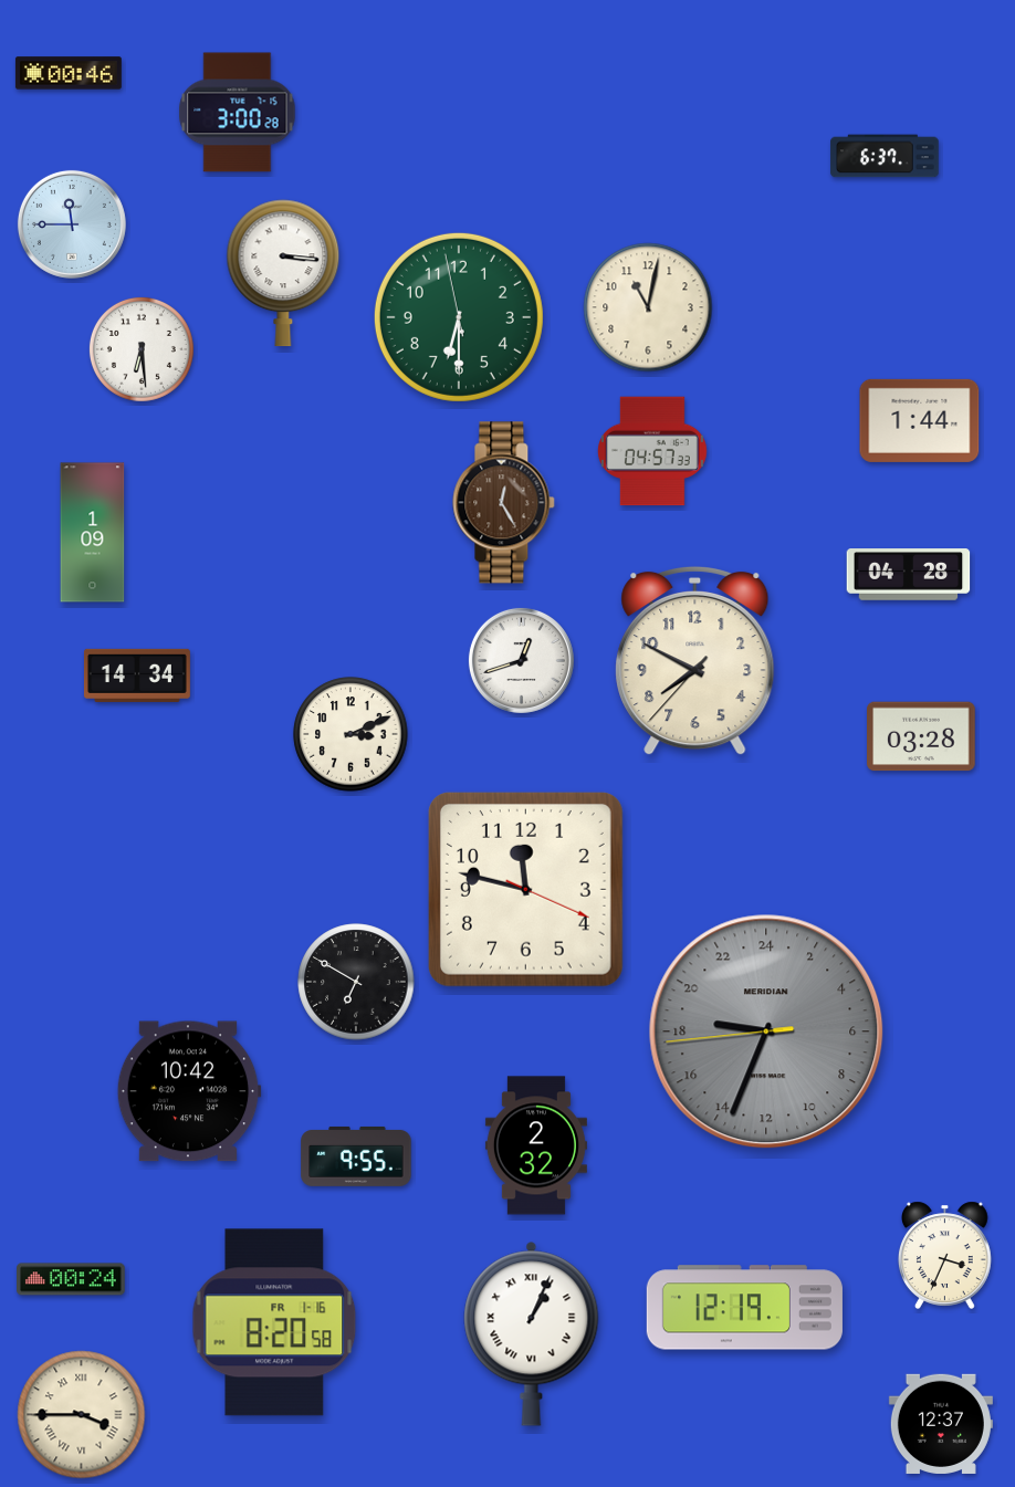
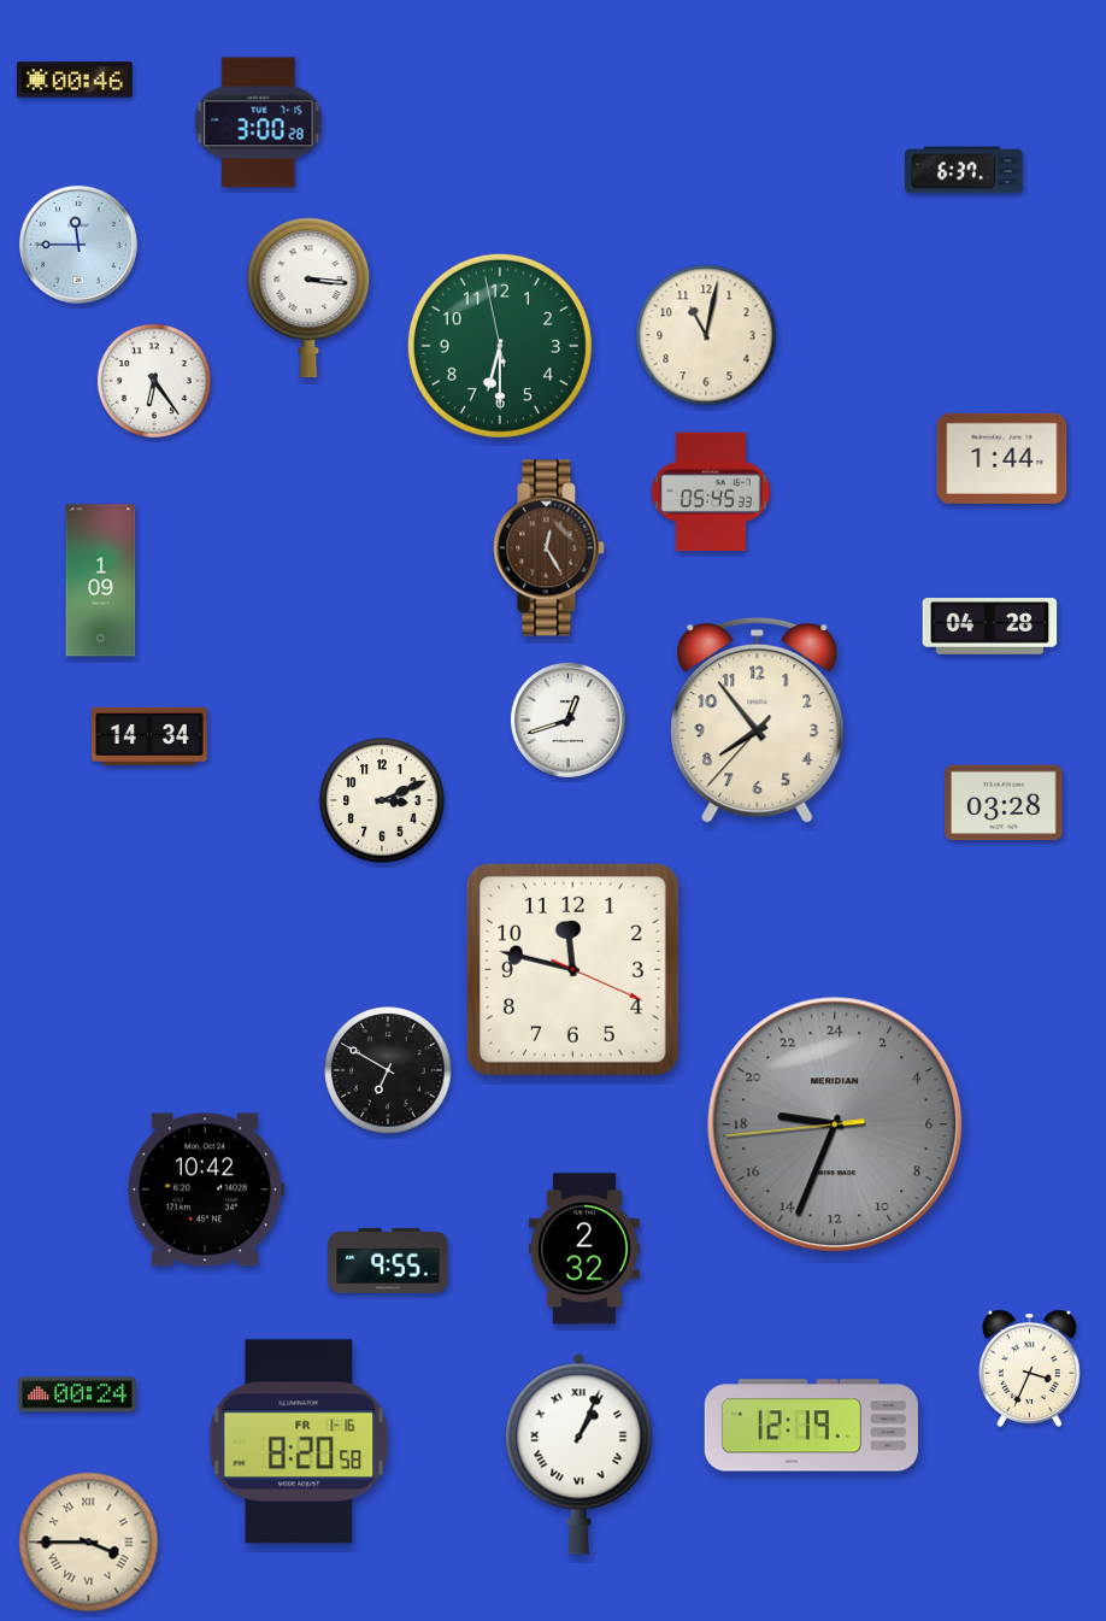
clock at (142, 349): 6:29 -> 6:24
clock at (653, 451): 04:57 -> 05:45
clock at (695, 661): 7:49 -> 7:53
clock at (941, 1424): 12:37 -> none
